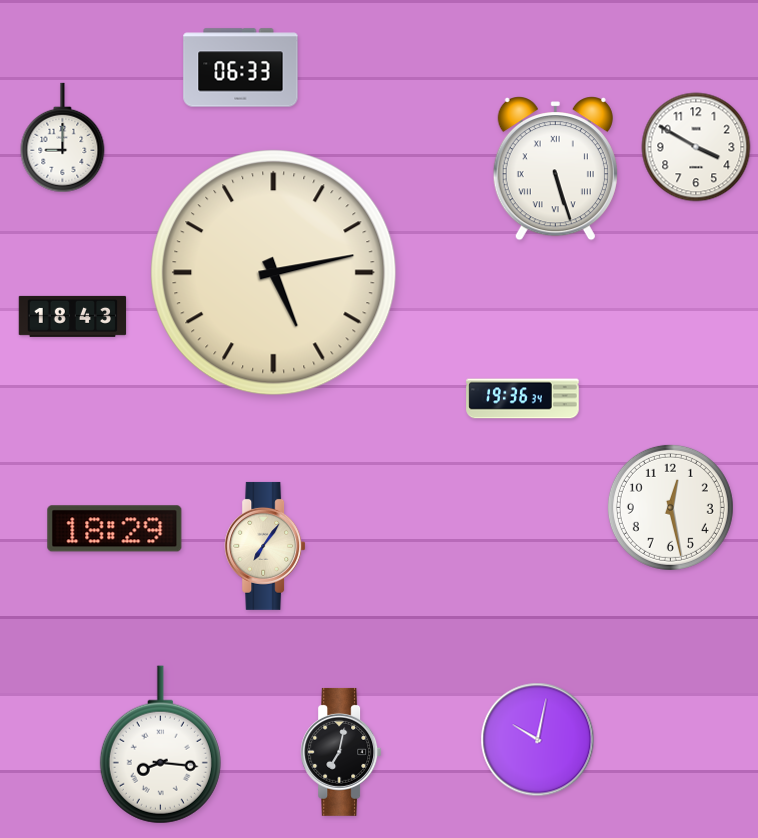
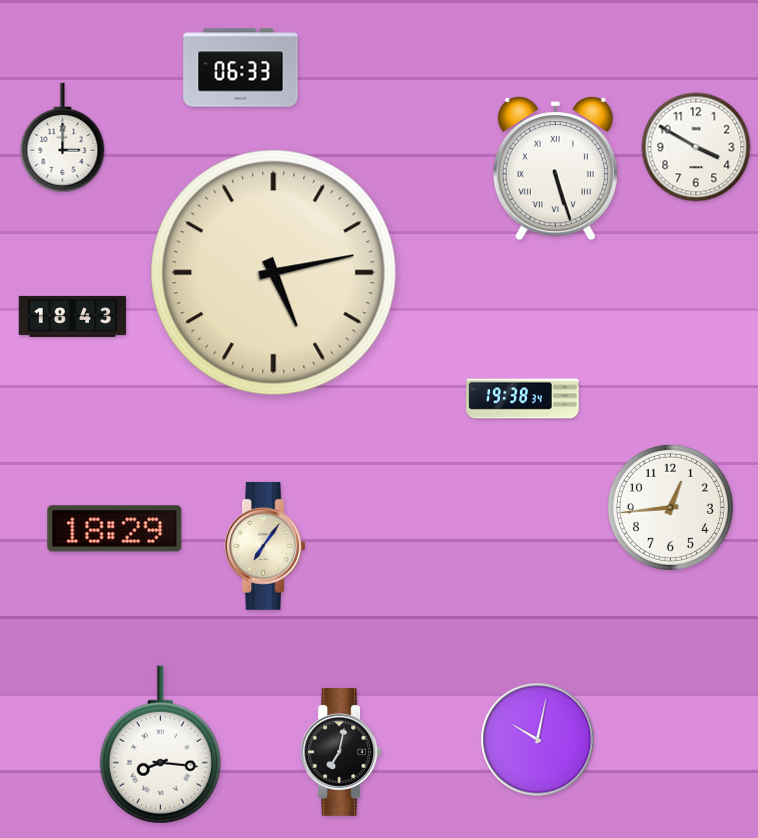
clock at (63, 138): 9:00 -> 3:00
clock at (523, 399): 19:36 -> 19:38
clock at (670, 507): 12:28 -> 12:44
